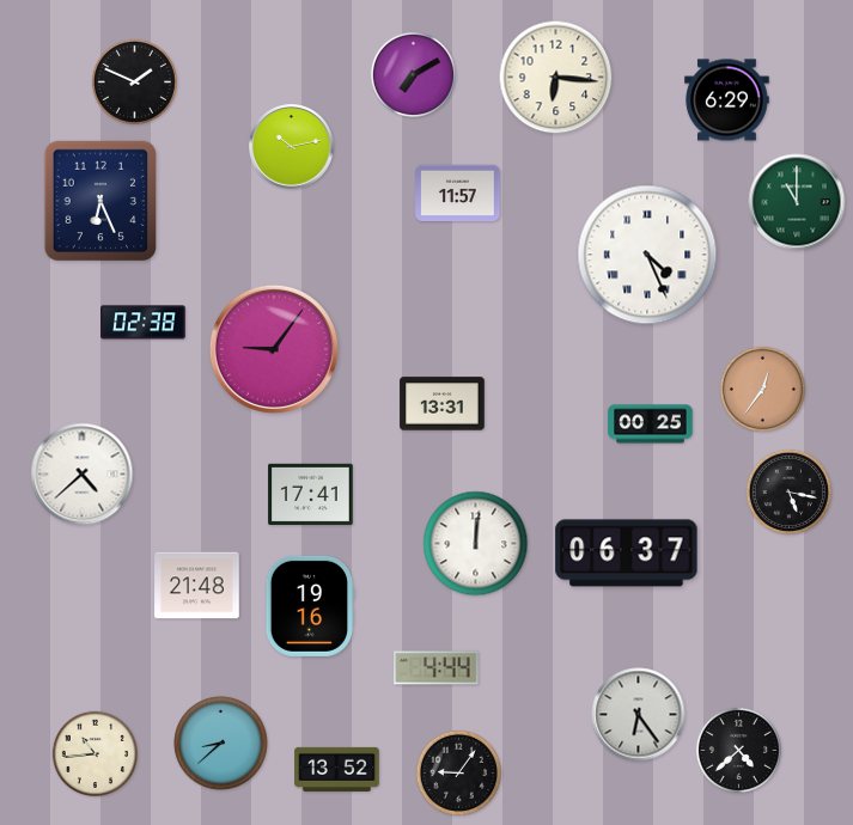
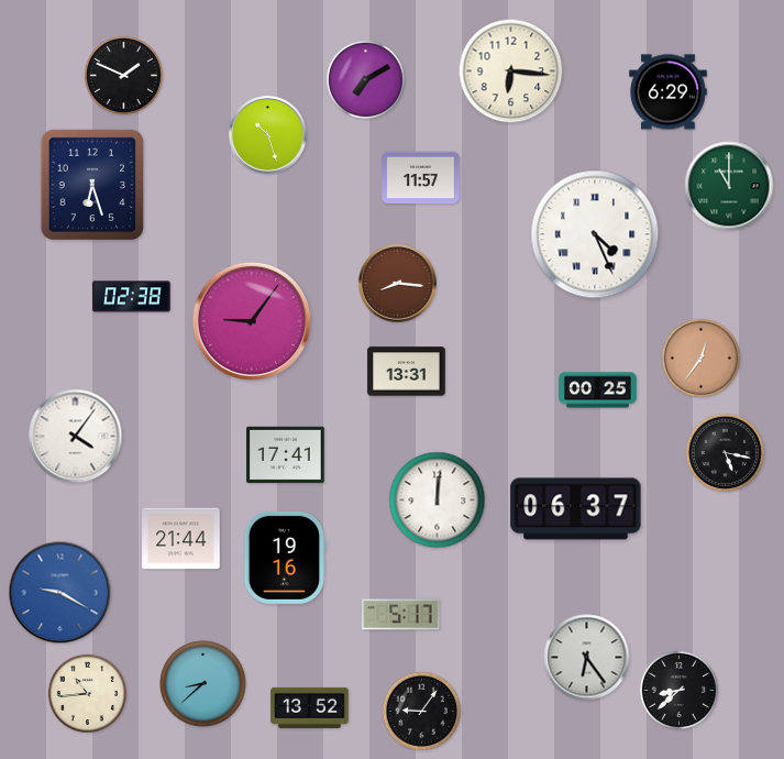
clock at (413, 74) position: (413, 74) -> (365, 79)
clock at (292, 147): 10:13 -> 10:27
clock at (100, 201): 6:26 -> 6:27
clock at (797, 202) position: (797, 202) -> (729, 186)
clock at (398, 284): none -> 8:16
clock at (83, 475): 4:38 -> 4:06
clock at (197, 586): 21:48 -> 21:44
clock at (60, 593): none -> 9:20
clock at (437, 668): 4:44 -> 5:17
clock at (738, 750): 4:38 -> 8:38
